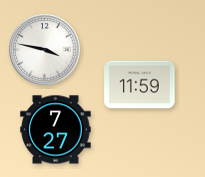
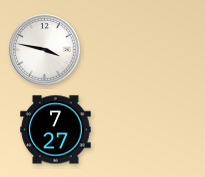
clock at (140, 85): 11:59 -> none
